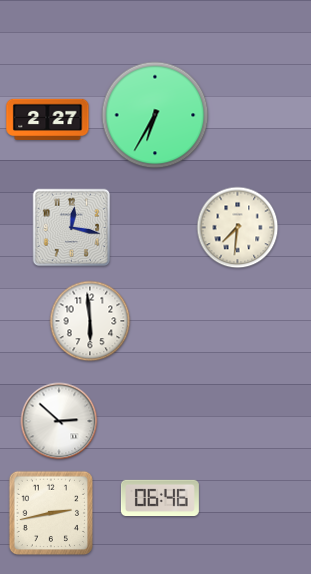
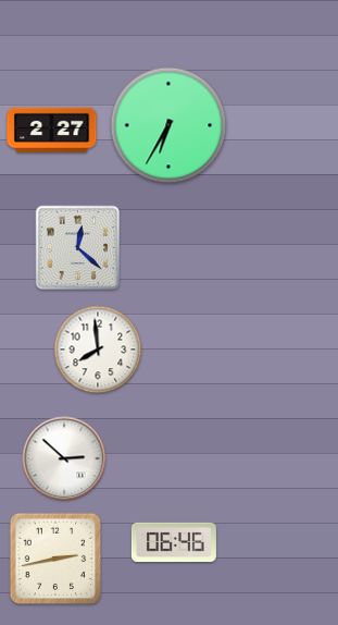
clock at (72, 228): 12:17 -> 12:22
clock at (238, 228): 7:31 -> none
clock at (90, 321): 5:59 -> 7:59
